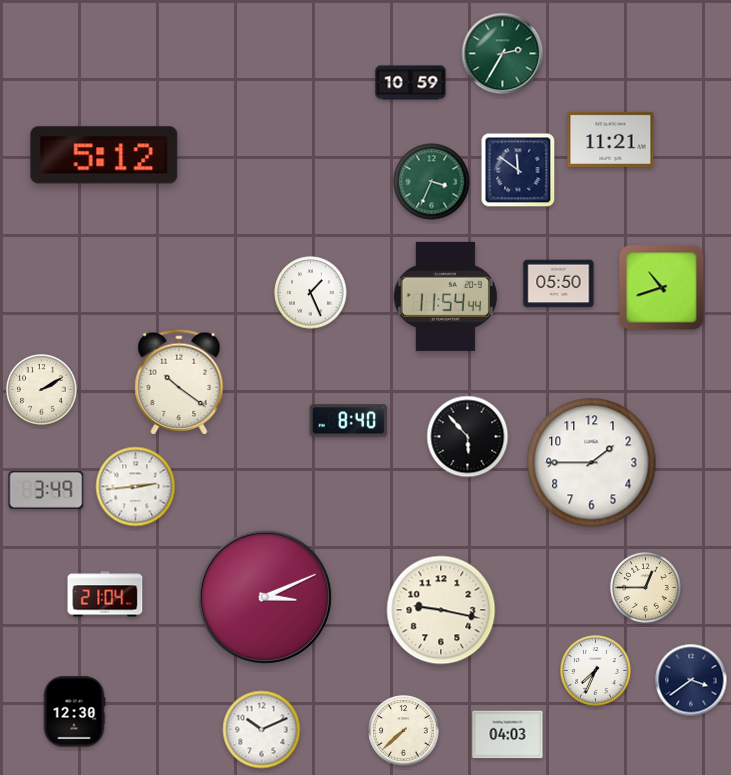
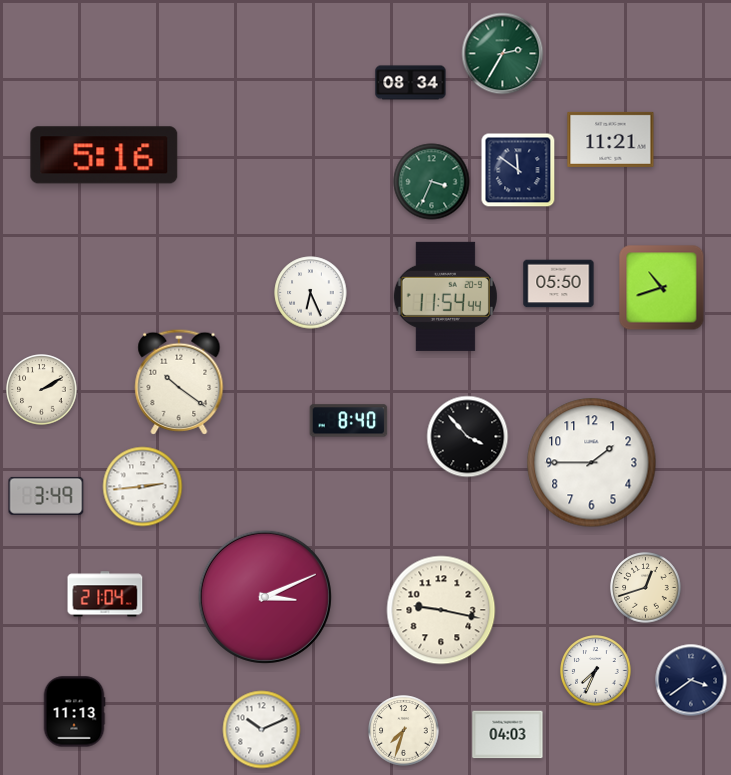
clock at (411, 83): 10:59 -> 08:34
clock at (104, 155): 5:12 -> 5:16
clock at (311, 293): 1:26 -> 6:26
clock at (468, 437): 5:53 -> 3:53
clock at (136, 487) position: (136, 487) -> (143, 487)
clock at (46, 490) position: (46, 490) -> (46, 496)
clock at (646, 588): 12:45 -> 12:42
clock at (74, 712): 12:30 -> 11:13
clock at (404, 731): 7:38 -> 7:33
